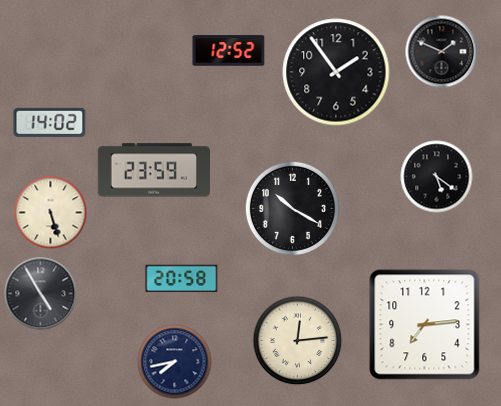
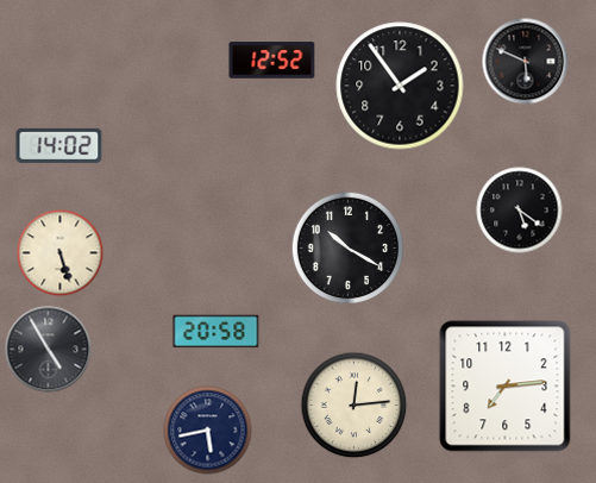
clock at (442, 52): 1:49 -> 5:49
clock at (153, 170): 23:59 -> none
clock at (175, 362): 7:43 -> 5:43
